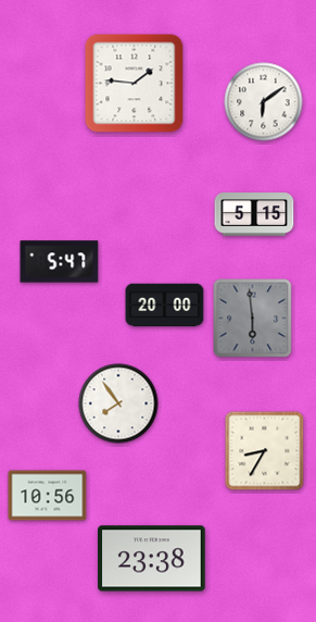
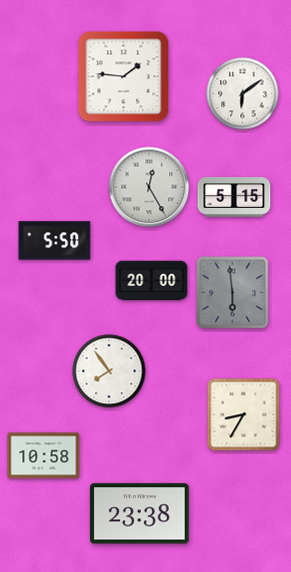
clock at (149, 187): none -> 12:25
clock at (60, 262): 5:47 -> 5:50
clock at (48, 496): 10:56 -> 10:58
